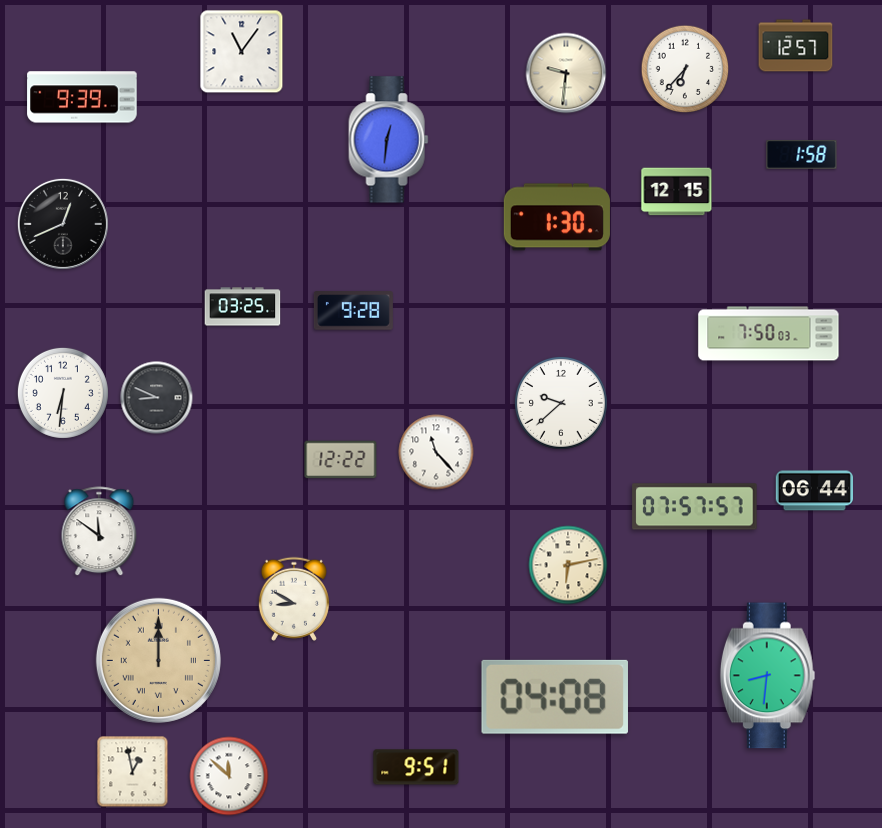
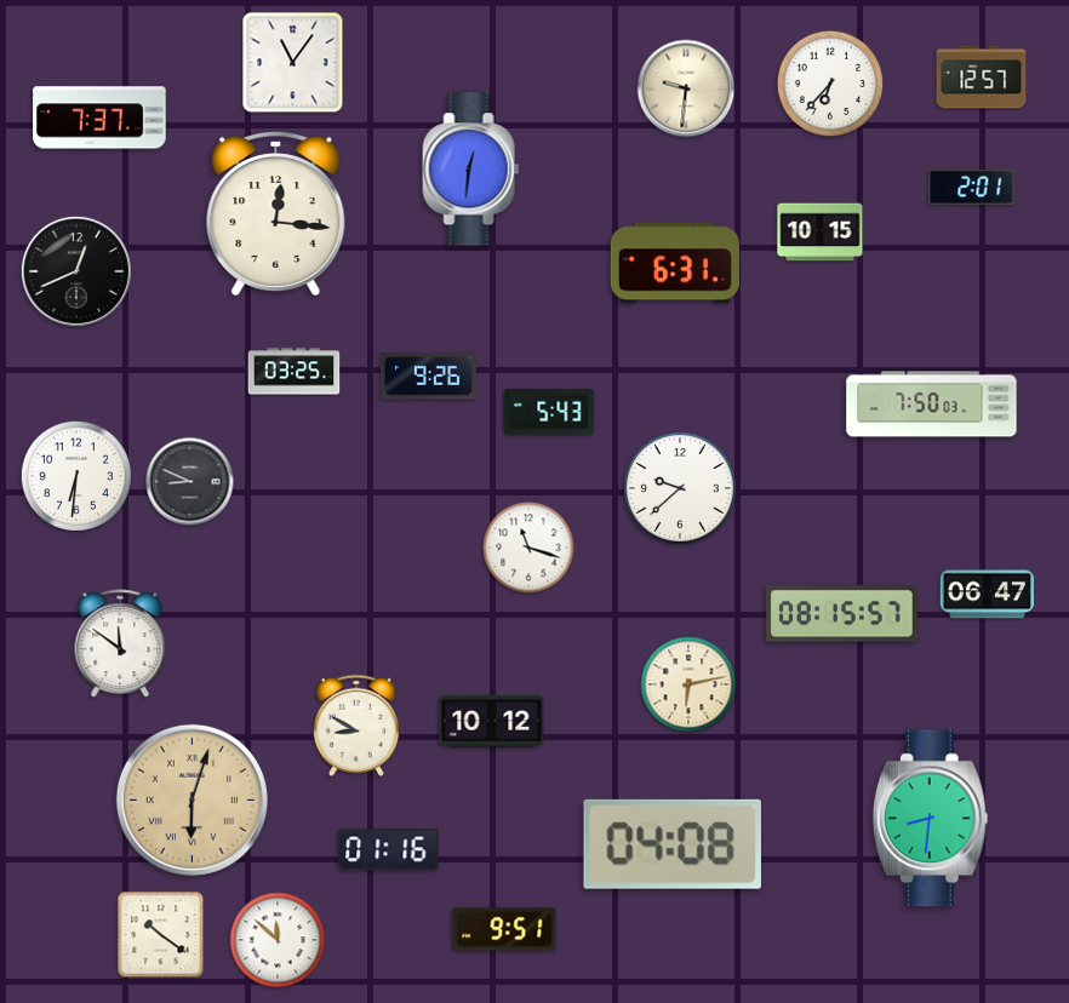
clock at (796, 46) position: (796, 46) -> (982, 78)
clock at (82, 97): 9:39 -> 7:37
clock at (802, 155): 1:58 -> 2:01
clock at (276, 212): none -> 12:16
clock at (677, 192): 12:15 -> 10:15
clock at (557, 217): 1:30 -> 6:31
clock at (353, 311): 9:28 -> 9:26
clock at (549, 412): none -> 5:43
clock at (436, 452): 11:23 -> 11:18
clock at (341, 460): 12:22 -> none
clock at (814, 491): 06:44 -> 06:47
clock at (695, 507): 07:57 -> 08:15
clock at (492, 722): none -> 10:12
clock at (158, 660): 12:00 -> 6:03
clock at (389, 850): none -> 01:16
clock at (133, 772): 12:58 -> 10:21
